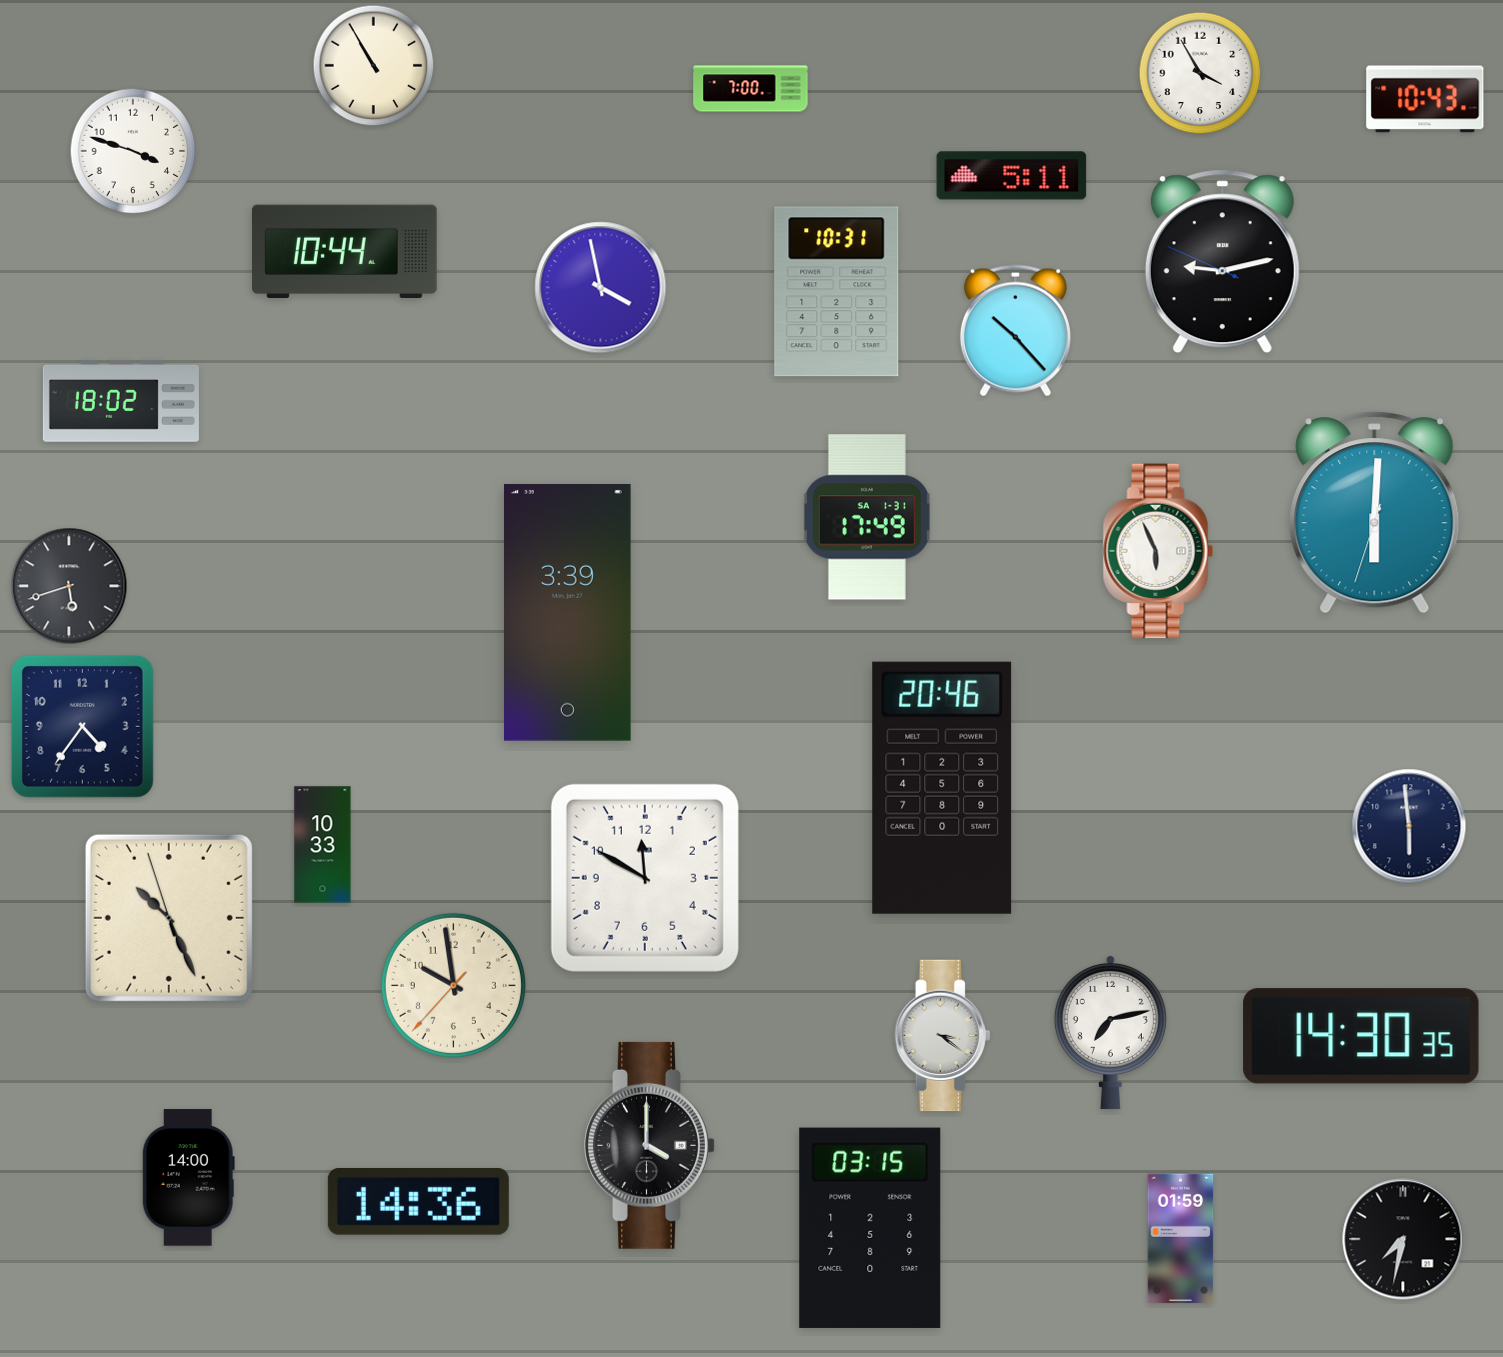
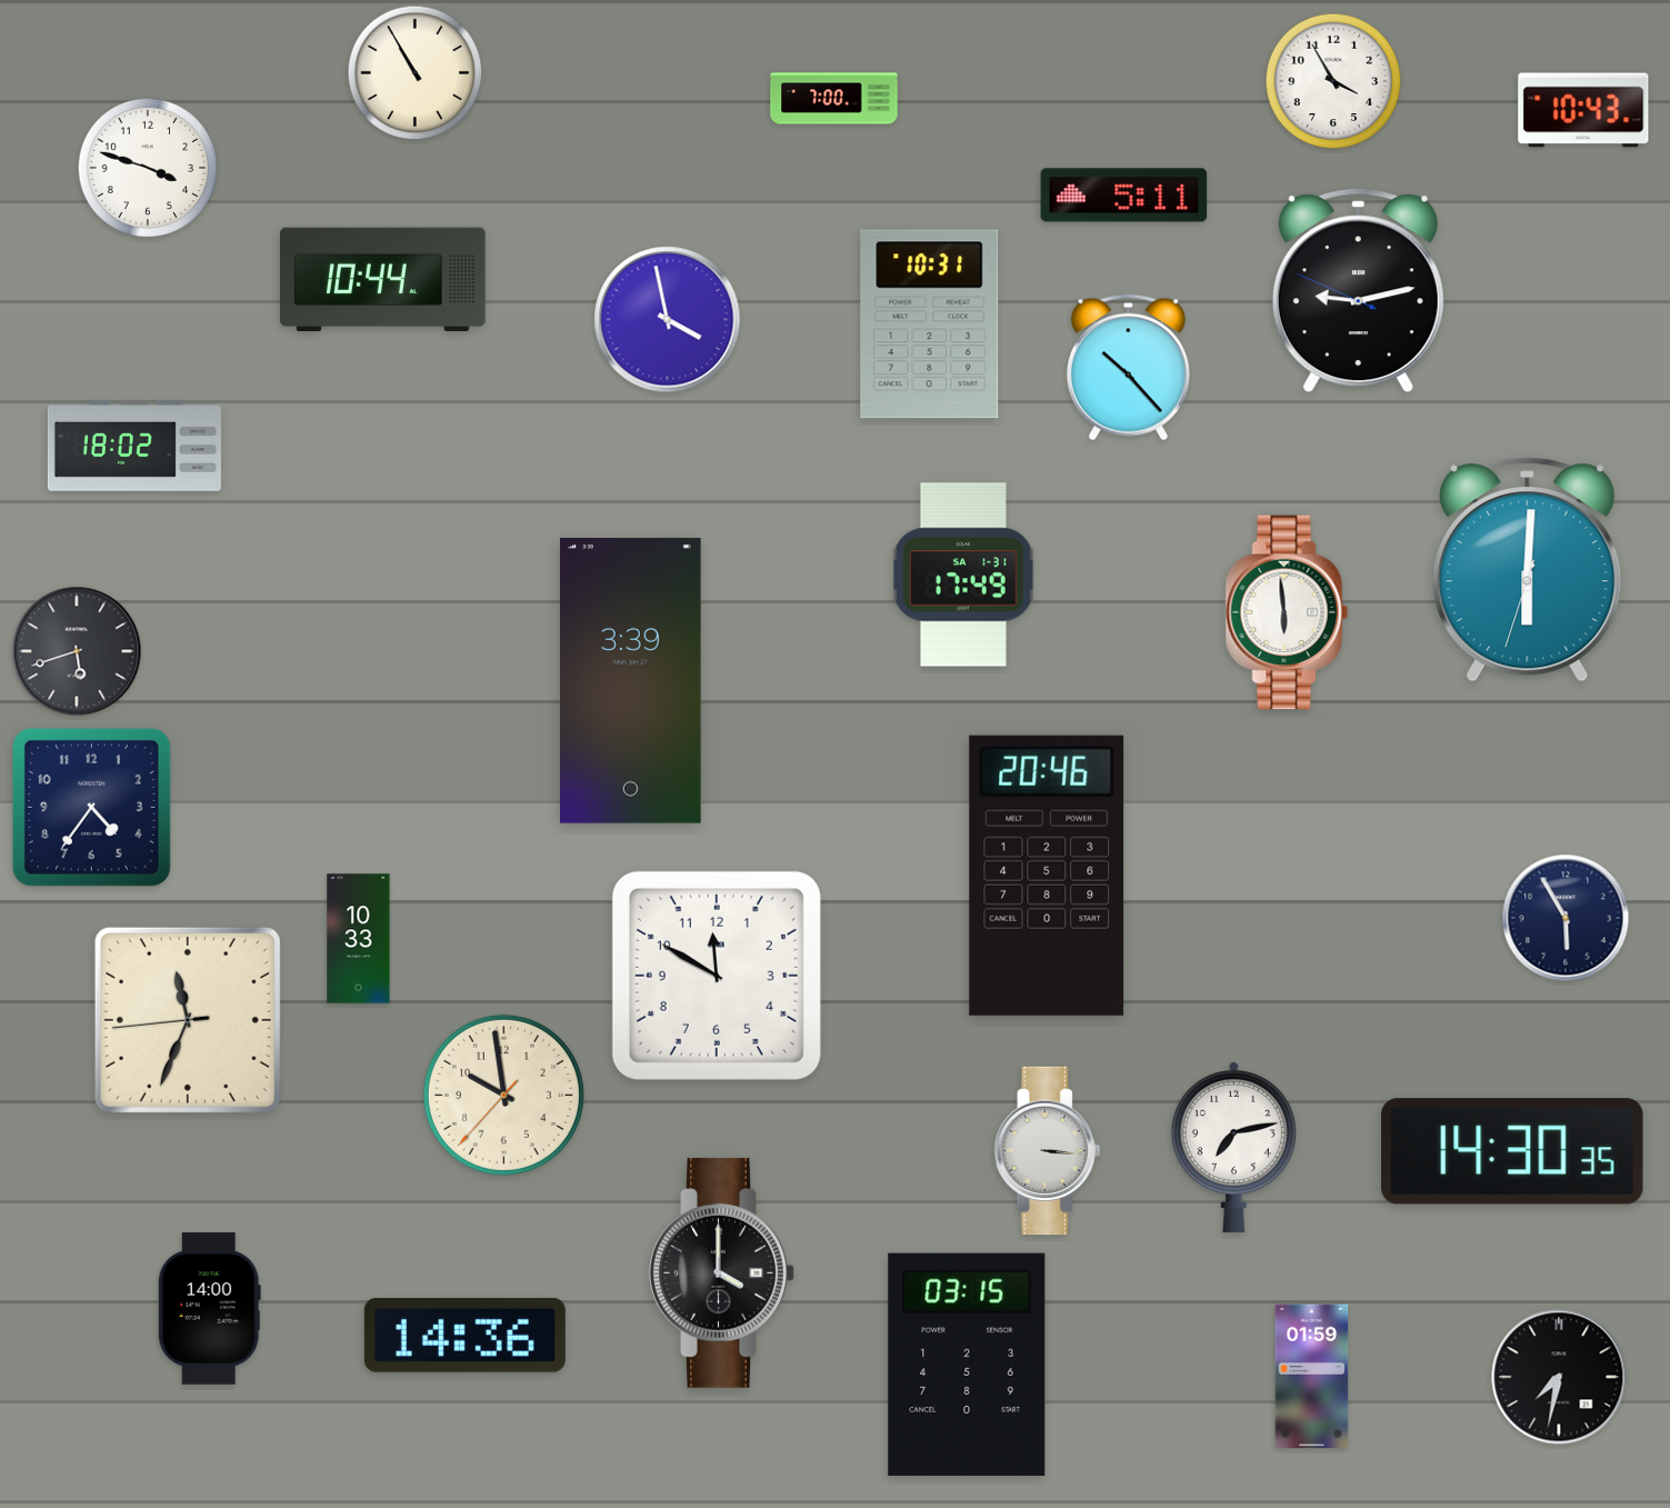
clock at (1158, 551): 5:56 -> 5:59
clock at (1409, 826): 5:59 -> 5:55
clock at (169, 918): 10:25 -> 11:33
clock at (943, 1036): 3:21 -> 3:16
